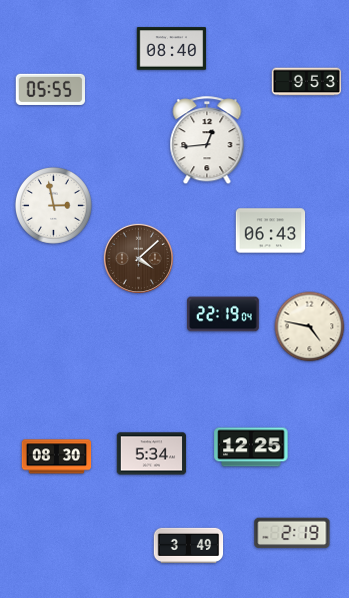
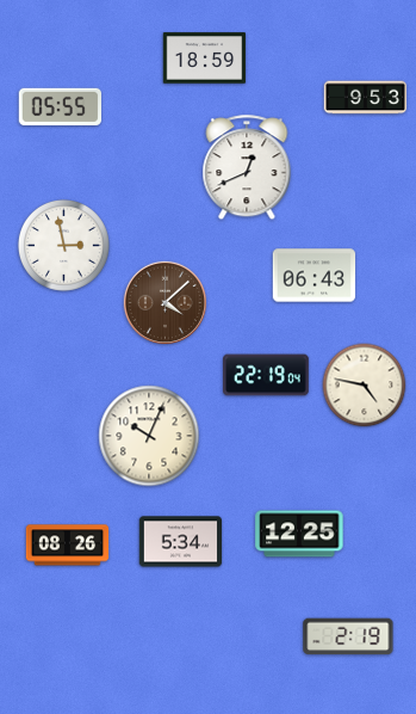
clock at (172, 49): 08:40 -> 18:59
clock at (207, 141): 12:44 -> 12:41
clock at (271, 231) position: (271, 231) -> (315, 276)
clock at (138, 258) position: (138, 258) -> (164, 302)
clock at (310, 327) position: (310, 327) -> (365, 386)
clock at (149, 436): none -> 10:04
clock at (57, 457): 08:30 -> 08:26
clock at (189, 545): 3:49 -> none
